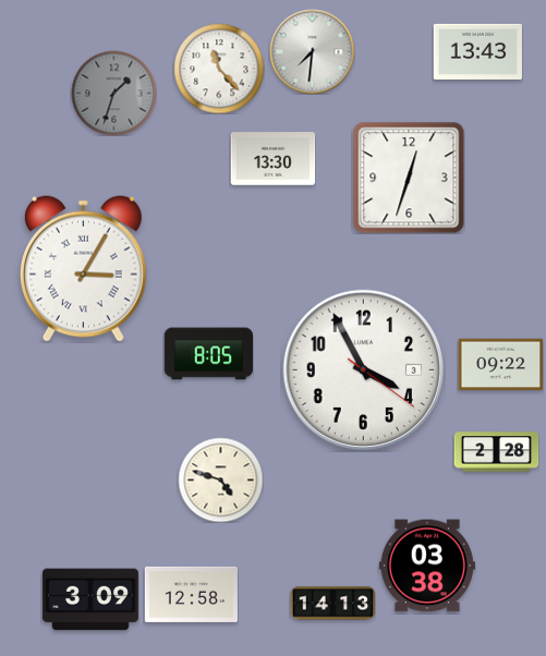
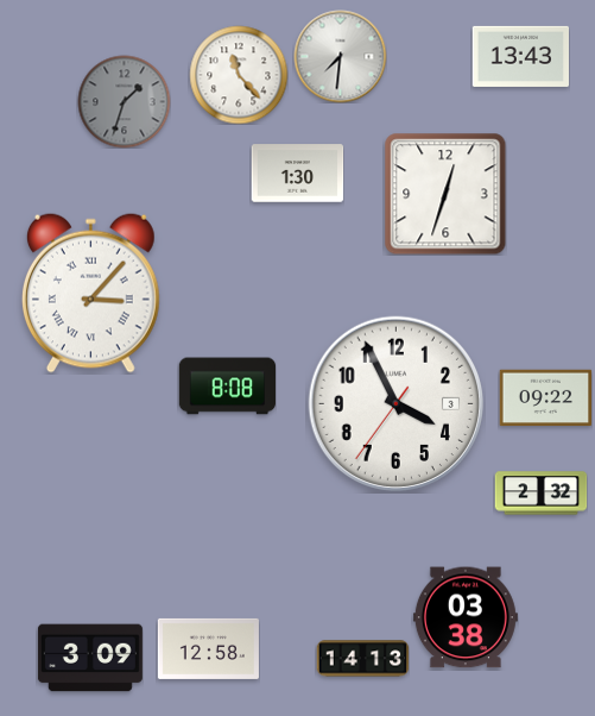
clock at (272, 159): 13:30 -> 1:30
clock at (83, 268): 3:05 -> 3:07
clock at (208, 354): 8:05 -> 8:08
clock at (363, 369): 3:55:21 -> 3:55:36
clock at (496, 452): 2:28 -> 2:32
clock at (220, 479): 4:48 -> none
clock at (90, 599) position: (90, 599) -> (90, 658)
